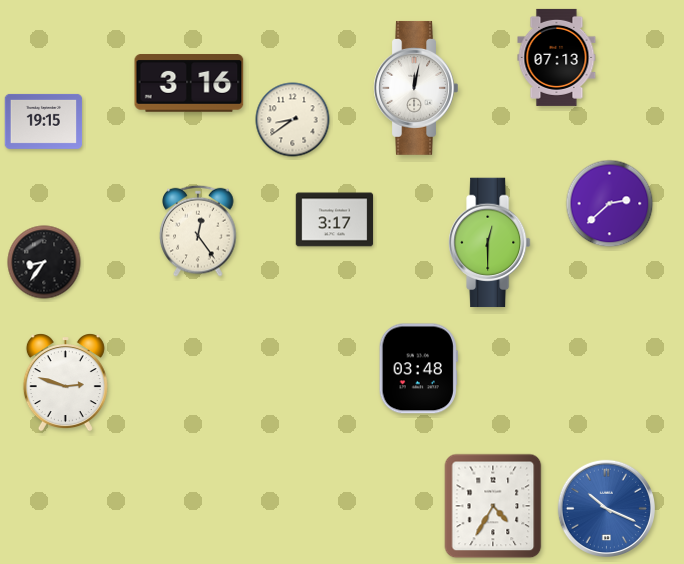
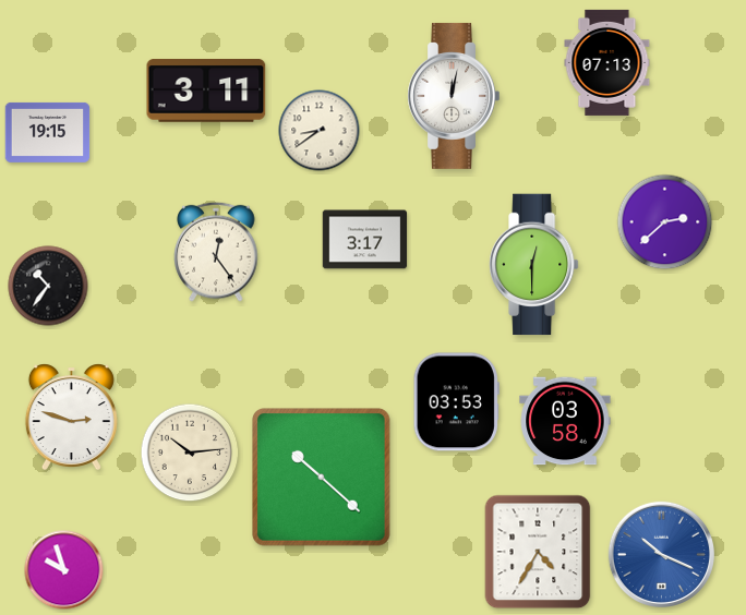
clock at (189, 84): 3:16 -> 3:11
clock at (44, 262): 8:36 -> 10:36
clock at (418, 369): 03:48 -> 03:53
clock at (565, 421): none -> 03:58
clock at (190, 453): none -> 10:14
clock at (322, 478): none -> 10:22
clock at (64, 570): none -> 9:57
